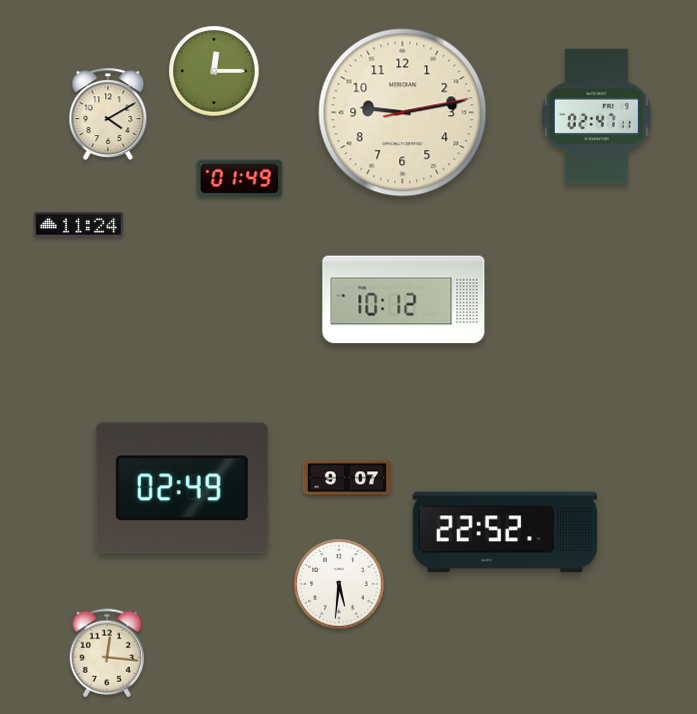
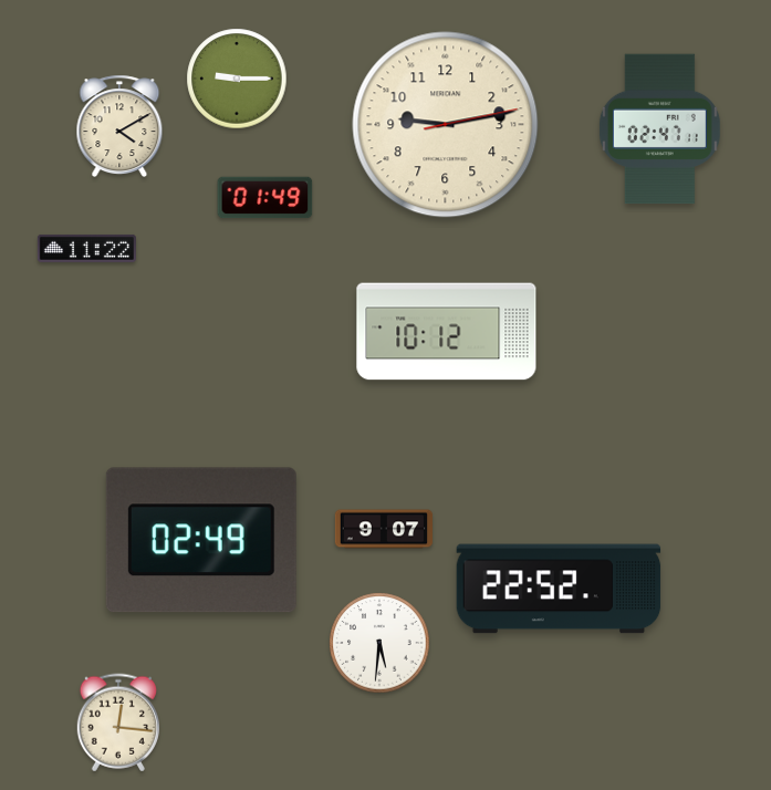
clock at (214, 71): 12:15 -> 9:15
clock at (78, 224): 11:24 -> 11:22
clock at (339, 584) position: (339, 584) -> (379, 643)
